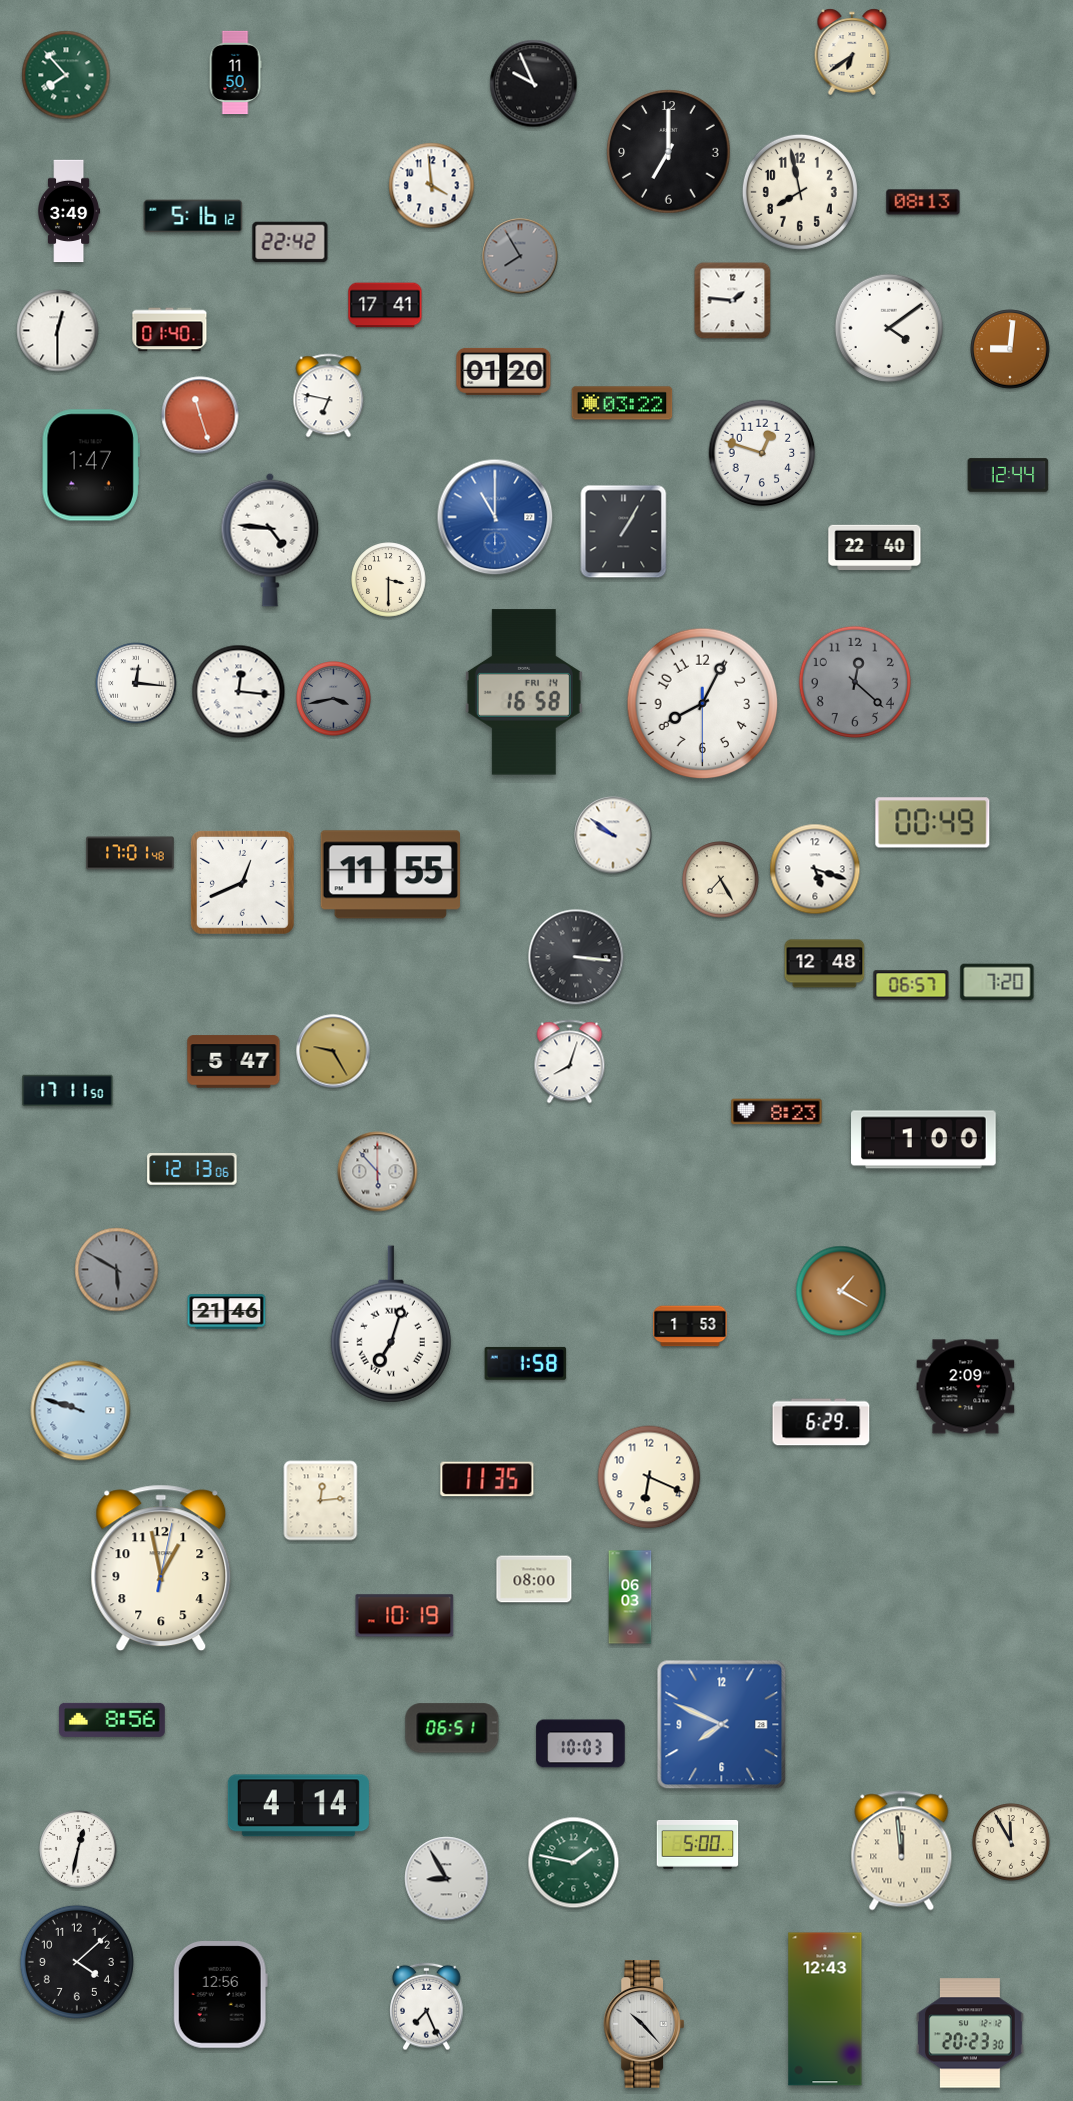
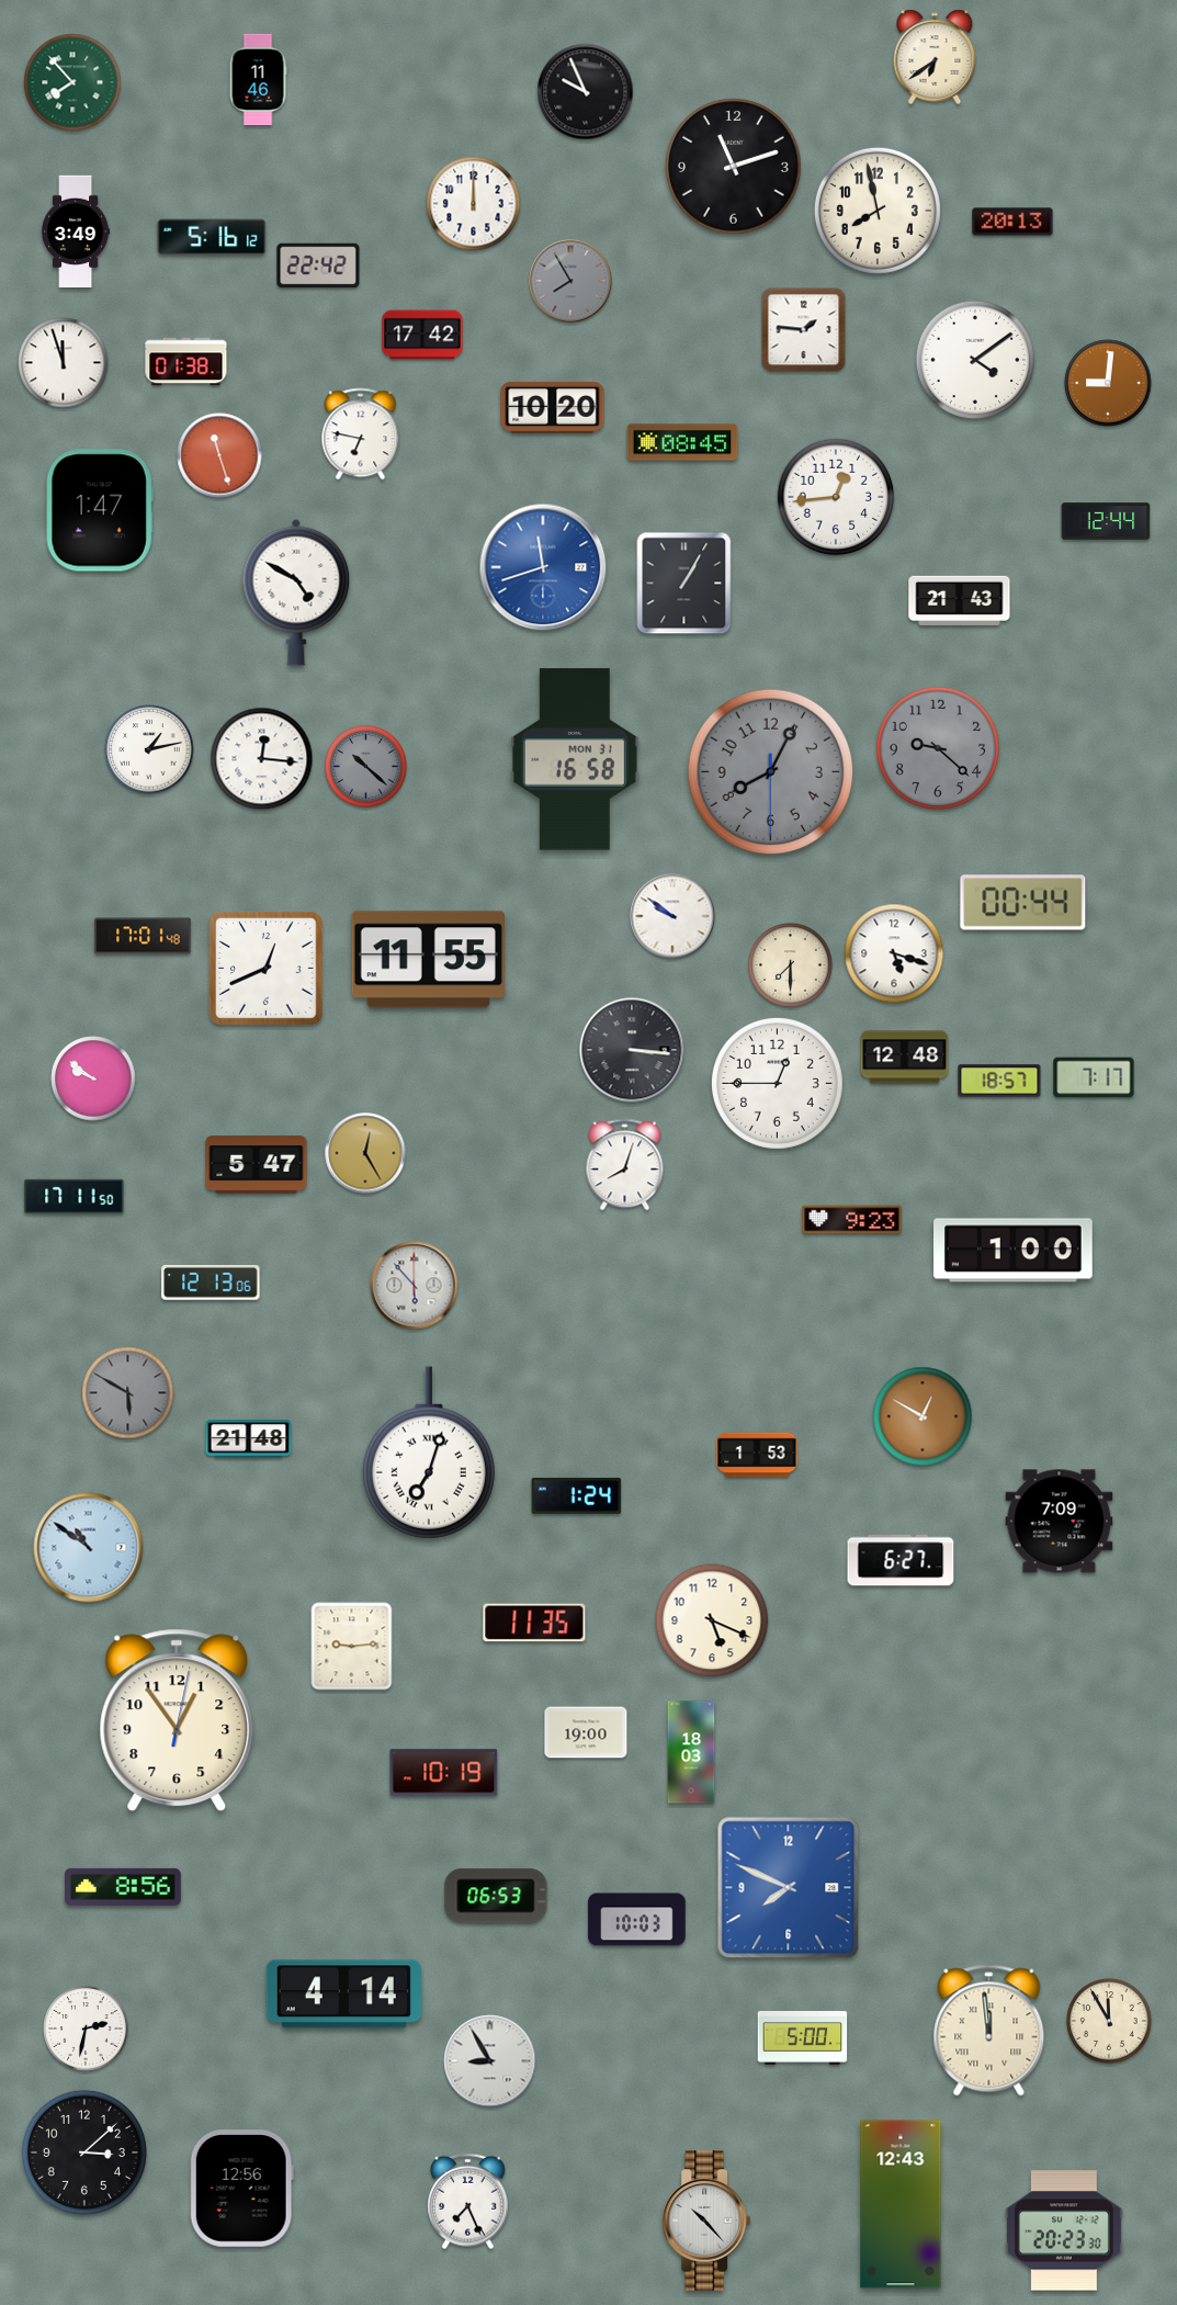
clock at (235, 73): 11:50 -> 11:46
clock at (669, 152): 7:00 -> 11:12
clock at (432, 186): 3:59 -> 12:00
clock at (923, 202): 08:13 -> 20:13
clock at (385, 305): 17:41 -> 17:42
clock at (170, 330): 01:40 -> 01:38
clock at (58, 331): 12:30 -> 11:57
clock at (504, 371): 01:20 -> 10:20
clock at (622, 403): 03:22 -> 08:45
clock at (762, 453): 12:48 -> 12:44
clock at (495, 517): 11:00 -> 11:42
clock at (270, 540): 4:46 -> 4:50
clock at (875, 547): 22:40 -> 21:43
clock at (389, 580): 3:30 -> none
clock at (855, 682): 12:22 -> 9:22
clock at (136, 683): 12:16 -> 1:13
clock at (524, 692) date: FRI 14 -> MON 31
clock at (334, 699): 3:43 -> 10:22
clock at (703, 704) dial: white -> grey
clock at (933, 823): 00:49 -> 00:44
clock at (721, 880): 7:25 -> 7:30
clock at (997, 982): 7:20 -> 7:17
clock at (93, 1078): none -> 9:51
clock at (911, 985): 06:57 -> 18:57
clock at (777, 1083): none -> 12:45
clock at (333, 1051): 9:25 -> 12:25
clock at (777, 1112): 8:23 -> 9:23
clock at (841, 1291): 1:20 -> 12:50
clock at (227, 1312): 21:46 -> 21:48
clock at (526, 1363): 1:58 -> 1:24
clock at (966, 1387): 2:09 -> 7:09
clock at (81, 1411): 9:48 -> 10:51
clock at (821, 1422): 6:29 -> 6:27
clock at (649, 1477): 6:19 -> 5:19
clock at (321, 1501): 12:14 -> 9:14
clock at (161, 1568): 12:58 -> 12:54
clock at (534, 1579): 08:00 -> 19:00
clock at (630, 1597): 06:03 -> 18:03
clock at (722, 1725) position: (722, 1725) -> (789, 1888)
clock at (452, 1728): 06:51 -> 06:53
clock at (581, 1744) position: (581, 1744) -> (637, 1920)
clock at (298, 1806) position: (298, 1806) -> (343, 1995)
clock at (698, 1845) position: (698, 1845) -> (803, 2038)
clock at (78, 1849): 12:32 -> 2:32
clock at (574, 1863): 1:47 -> none
clock at (77, 1962): 4:08 -> 3:08
clock at (825, 2009) position: (825, 2009) -> (901, 2204)
